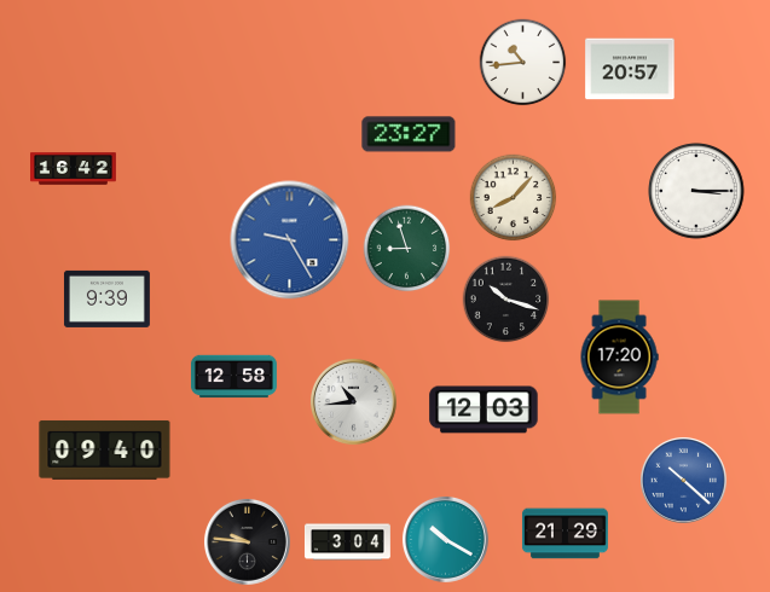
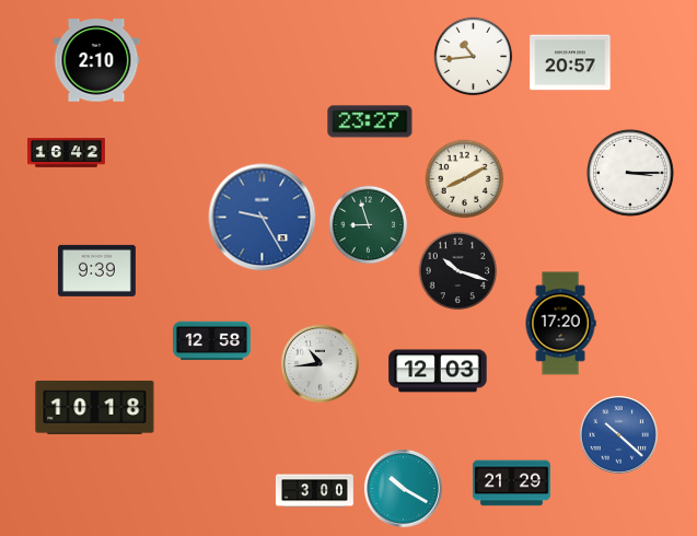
clock at (96, 60): none -> 2:10
clock at (514, 198): 8:07 -> 8:10
clock at (105, 449): 09:40 -> 10:18
clock at (247, 541): 9:46 -> none
clock at (347, 542): 3:04 -> 3:00
